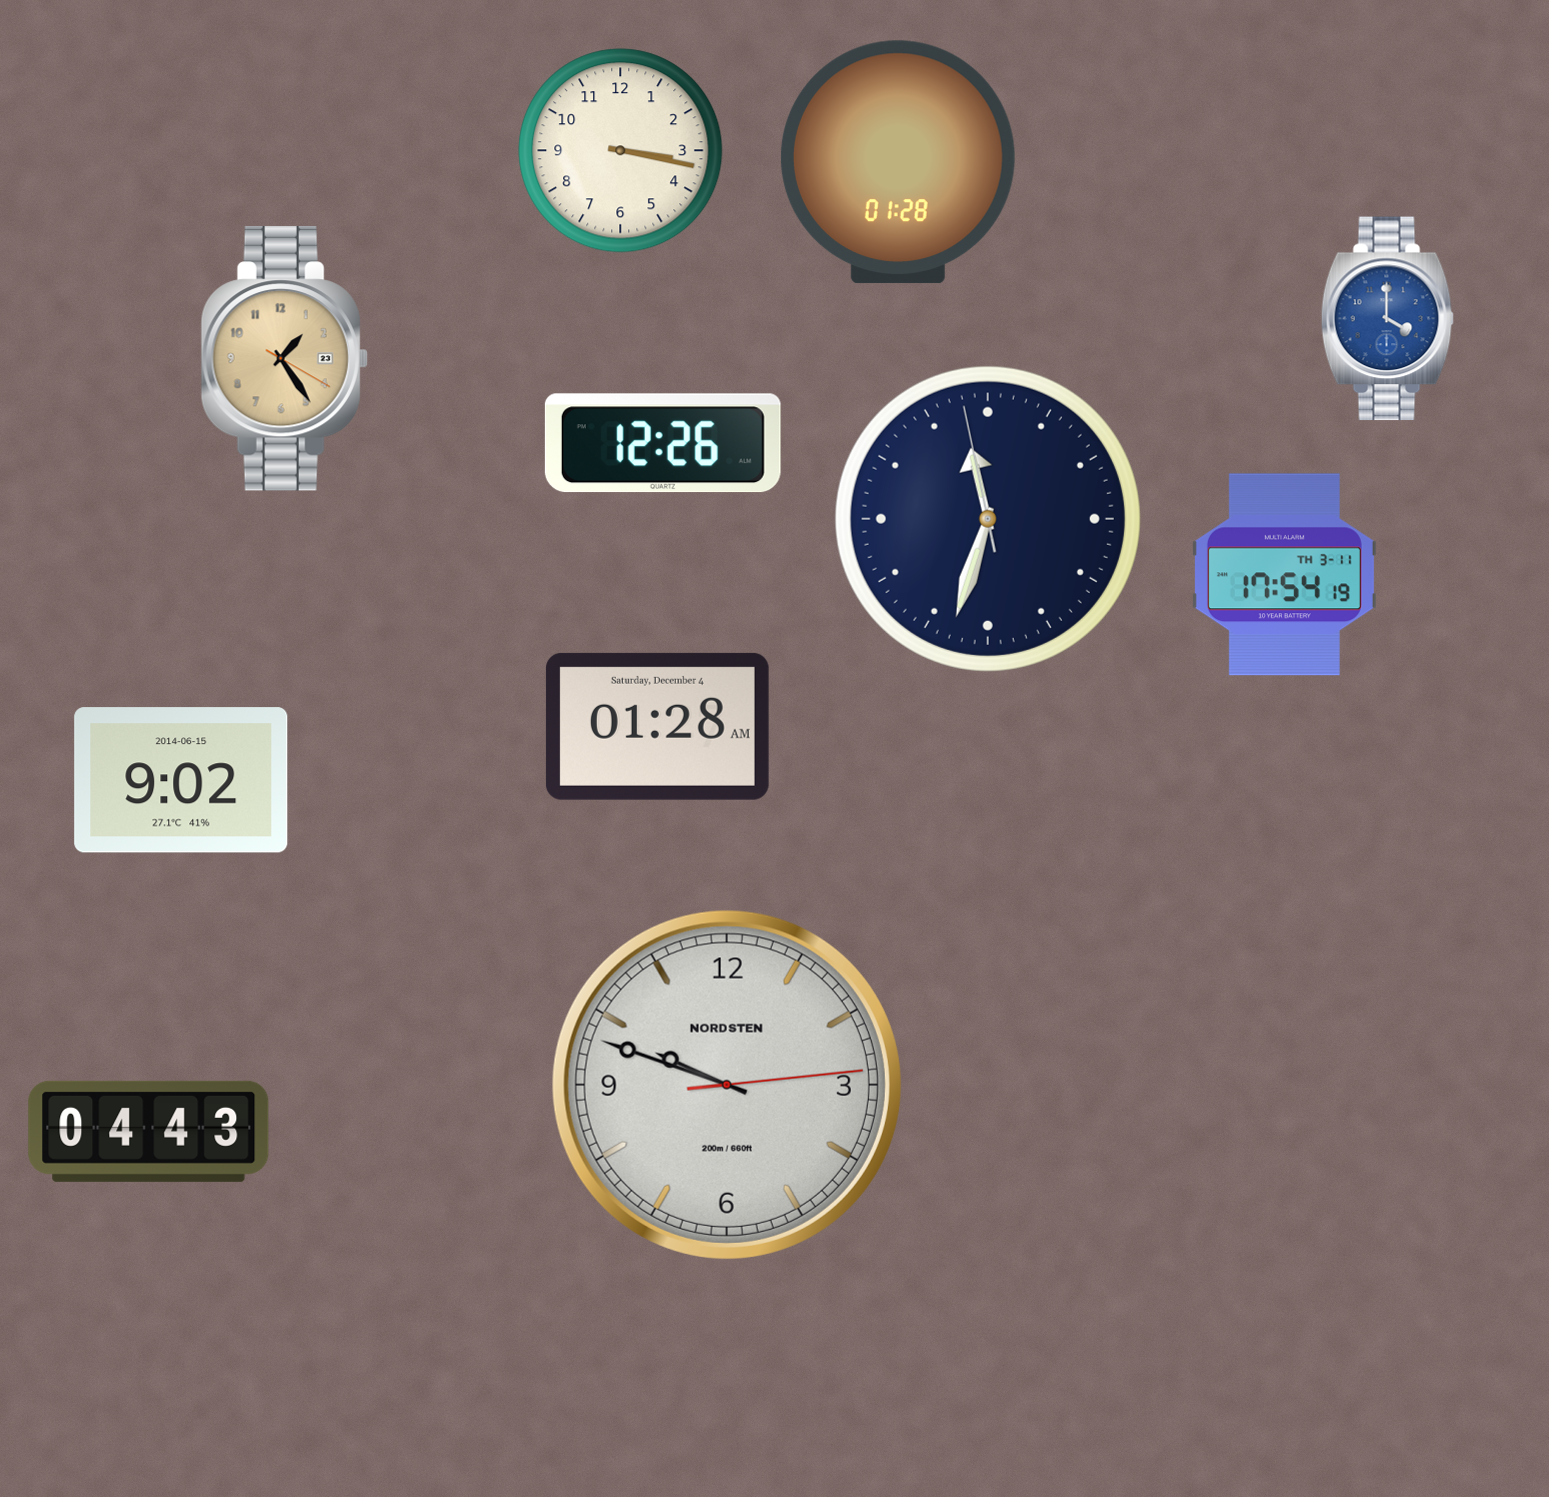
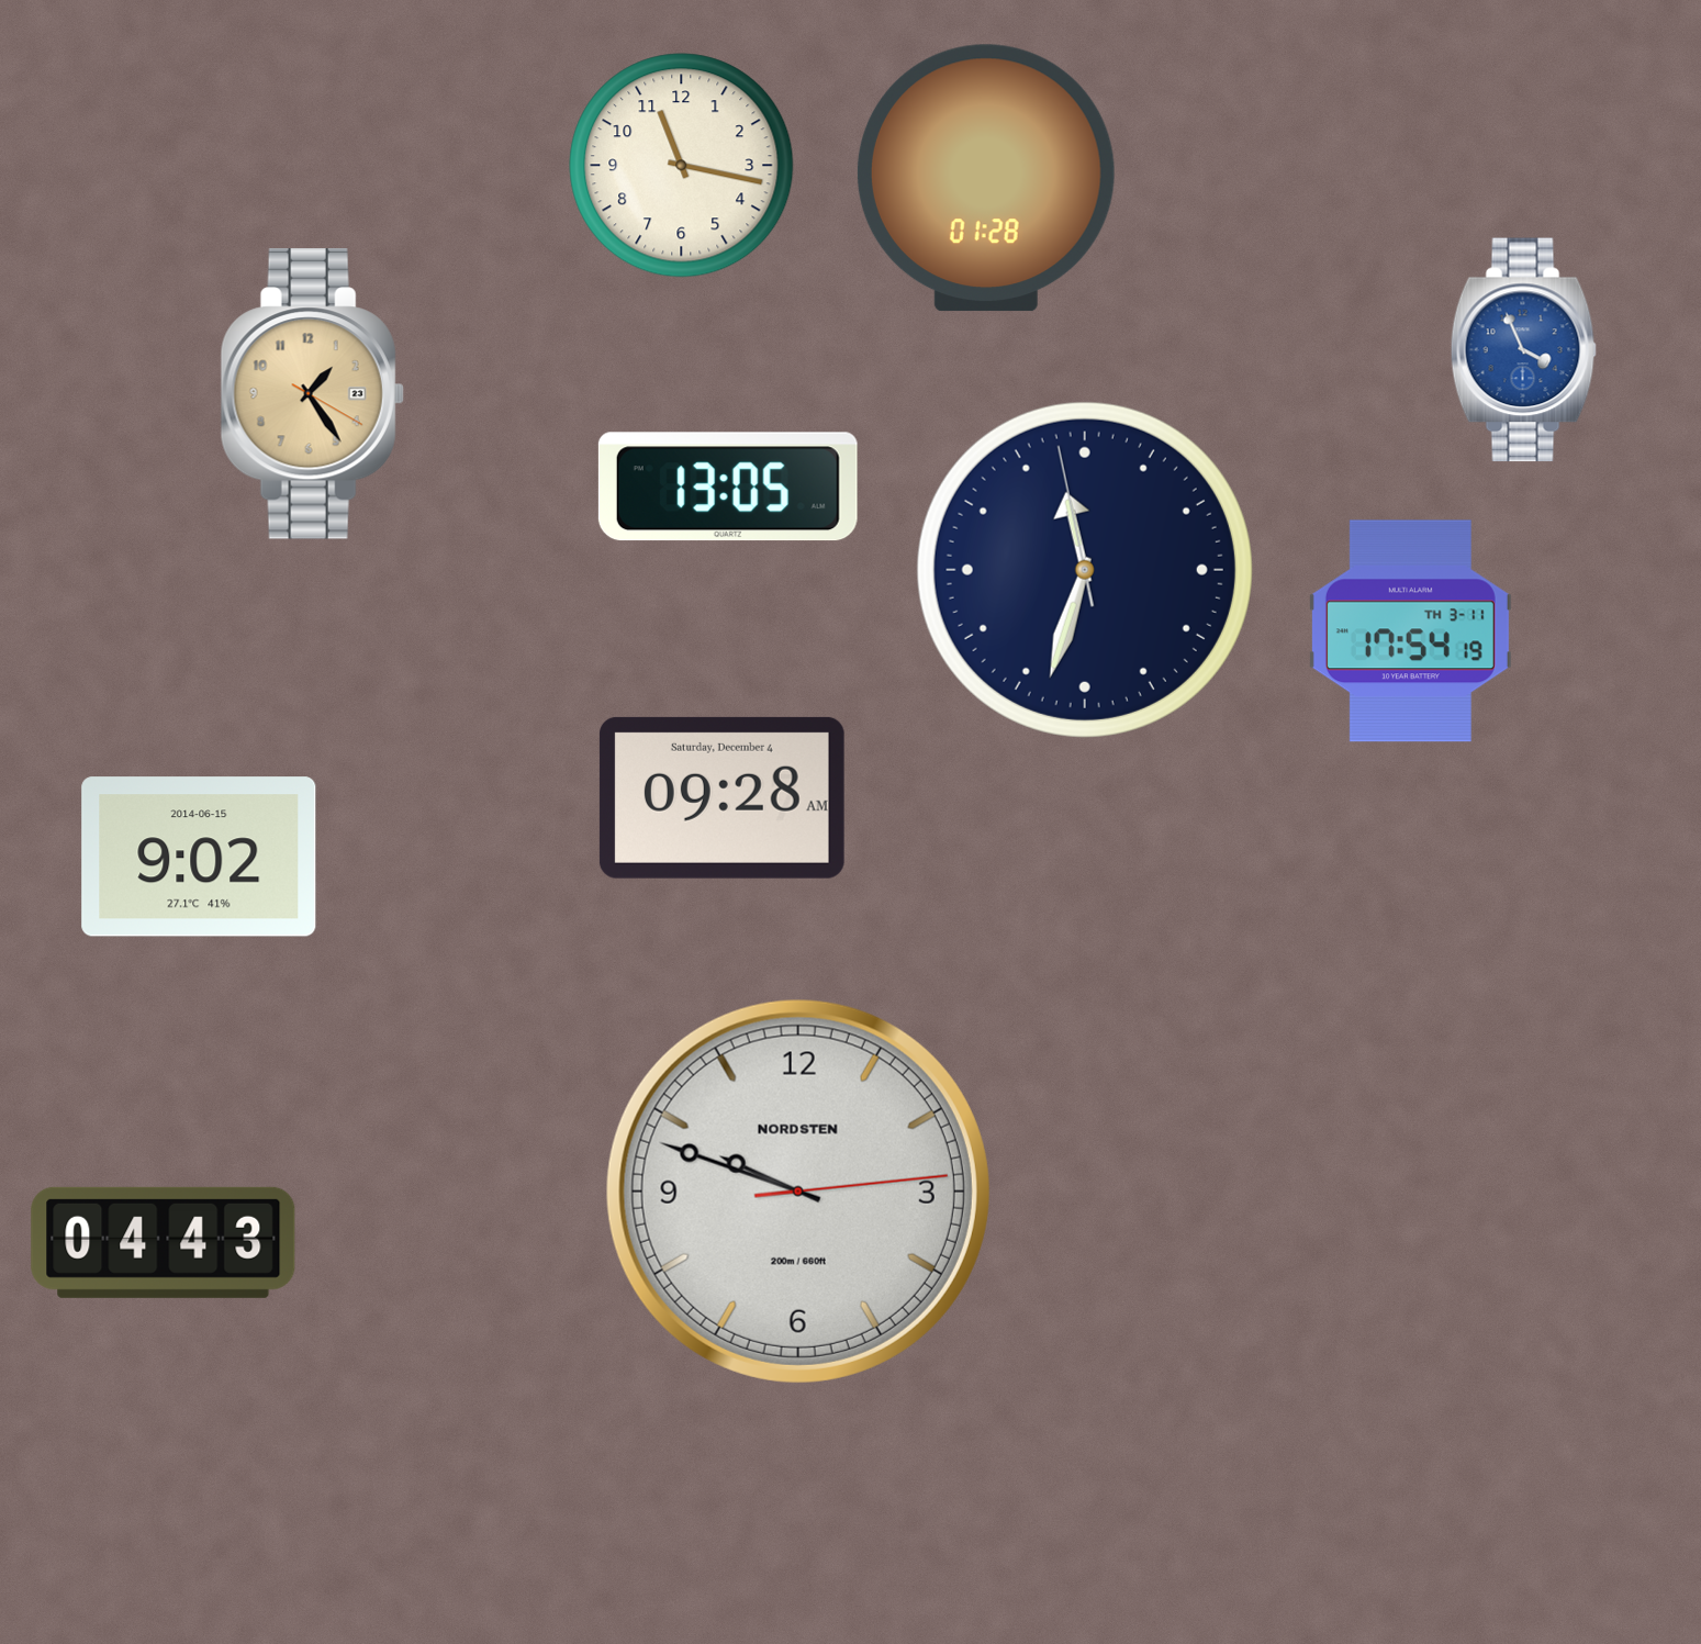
clock at (621, 151): 3:17 -> 11:17
clock at (1387, 319): 4:00 -> 3:56
clock at (663, 443): 12:26 -> 13:05
clock at (657, 726): 01:28 -> 09:28
